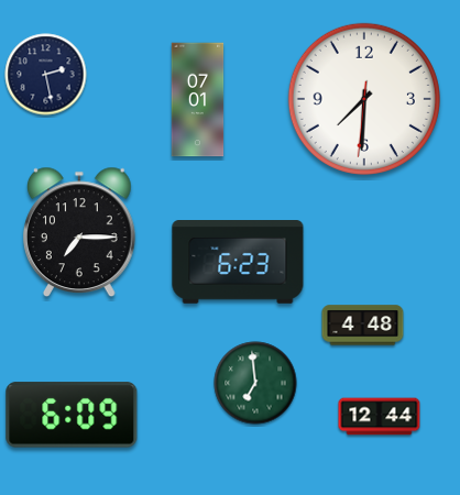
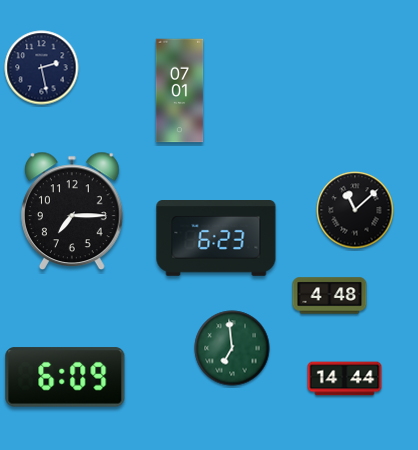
clock at (364, 99): 7:30 -> none
clock at (355, 210): none -> 11:08
clock at (380, 417): 12:44 -> 14:44
